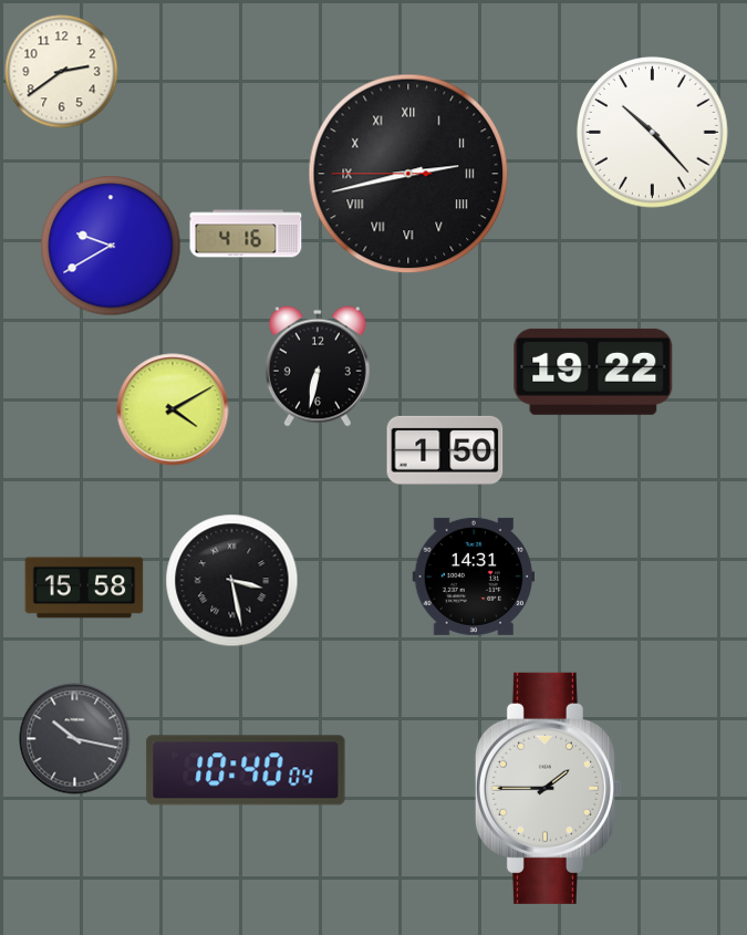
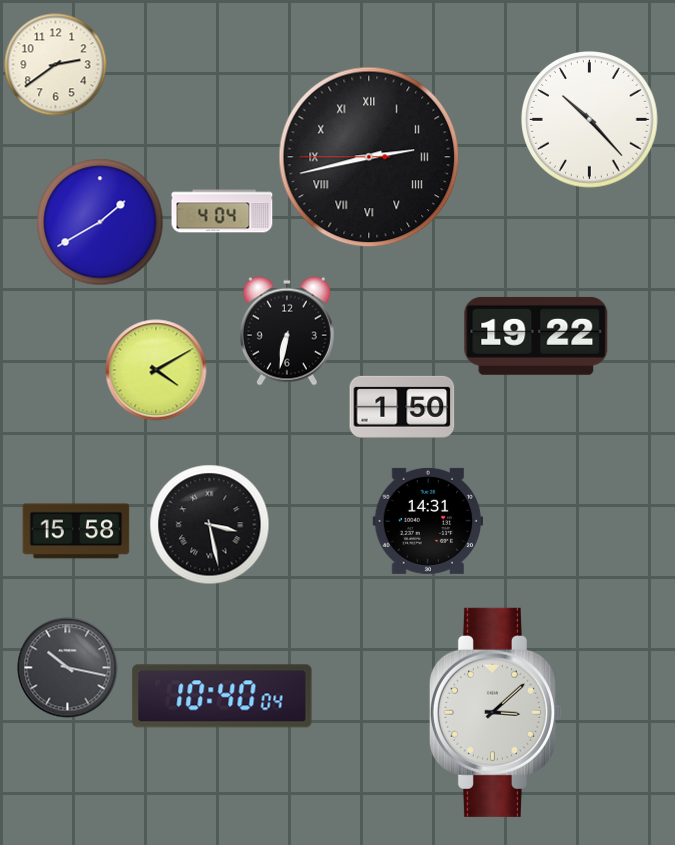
clock at (246, 233): 4:16 -> 4:04
clock at (111, 246): 9:40 -> 1:40
clock at (548, 788): 1:45 -> 3:08
